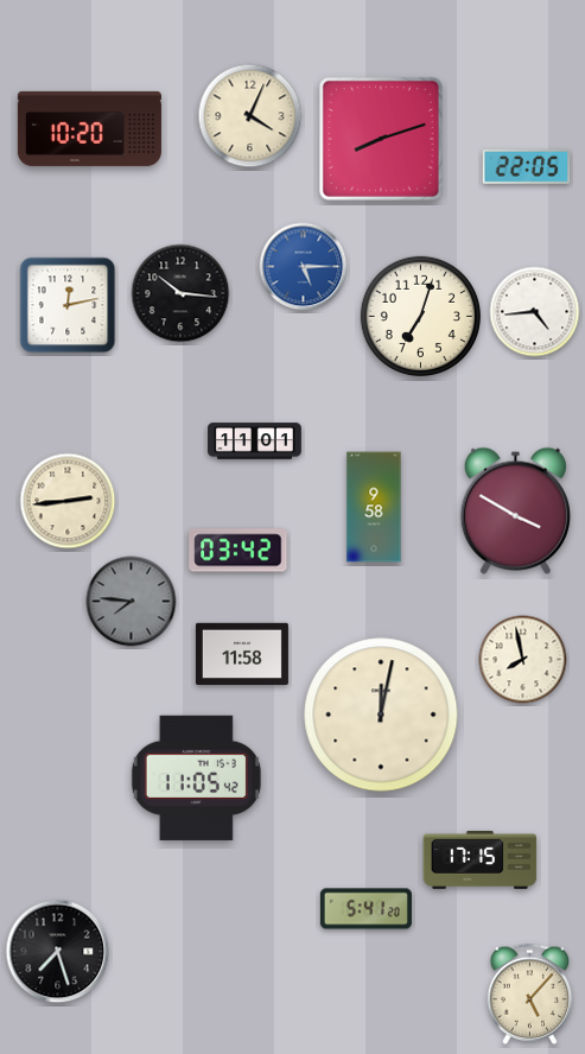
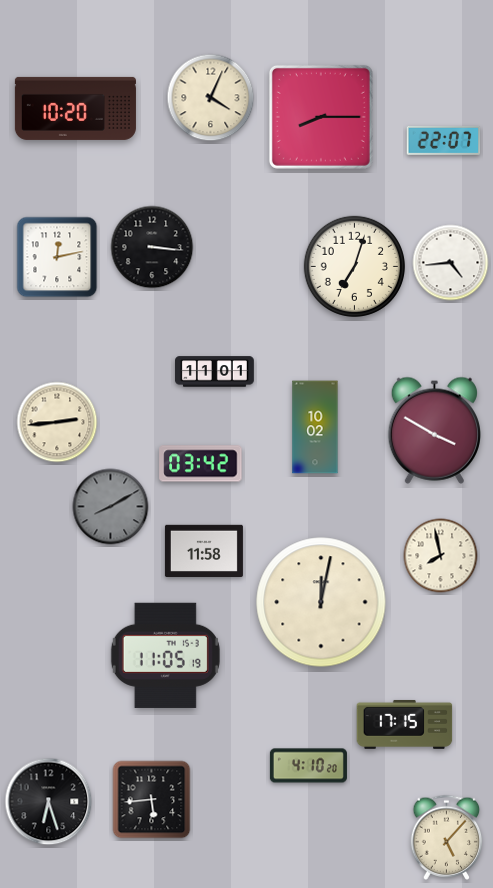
clock at (381, 139): 8:12 -> 8:15
clock at (527, 166): 22:05 -> 22:07
clock at (304, 267): 5:15 -> none
clock at (180, 293): 10:16 -> 3:16
clock at (374, 507): 9:58 -> 10:02
clock at (132, 602): 7:46 -> 8:10
clock at (196, 777): 11:05:42 -> 11:05:19
clock at (365, 909): 5:41 -> 4:10
clock at (152, 800): none -> 5:44
clock at (58, 952): 7:27 -> 6:27
